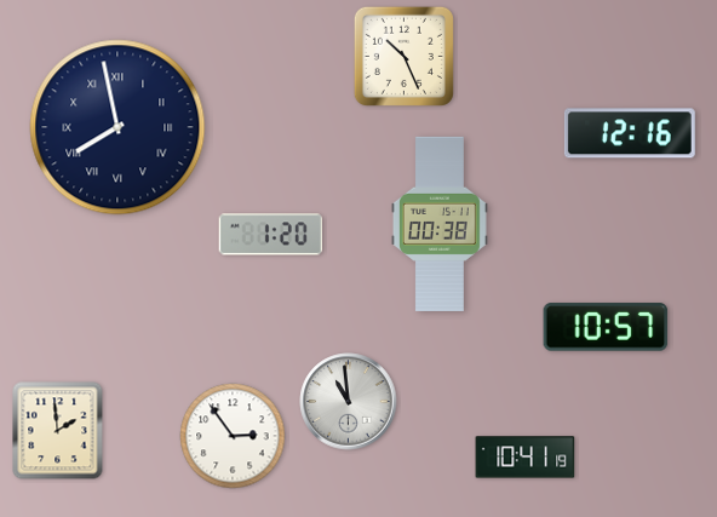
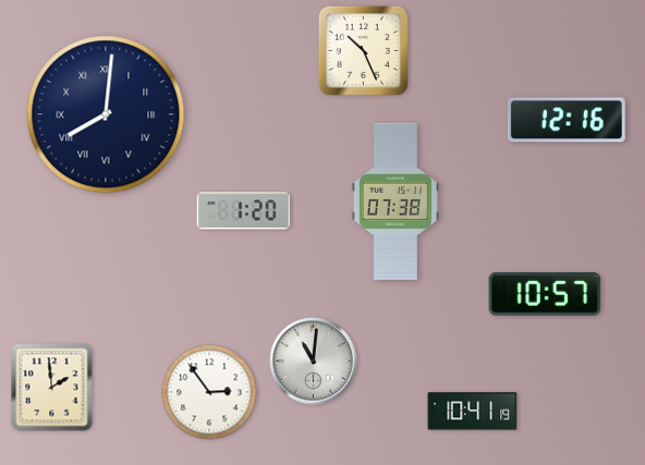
clock at (117, 127): 7:58 -> 8:01
clock at (440, 224): 00:38 -> 07:38
clock at (349, 402): 10:59 -> 11:01
